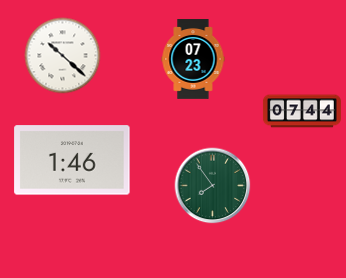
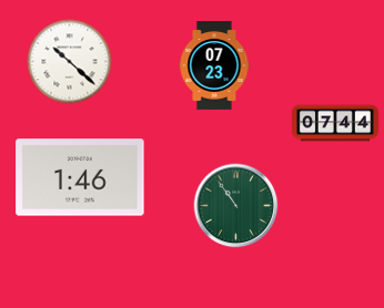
clock at (213, 186): 7:54 -> 10:54
